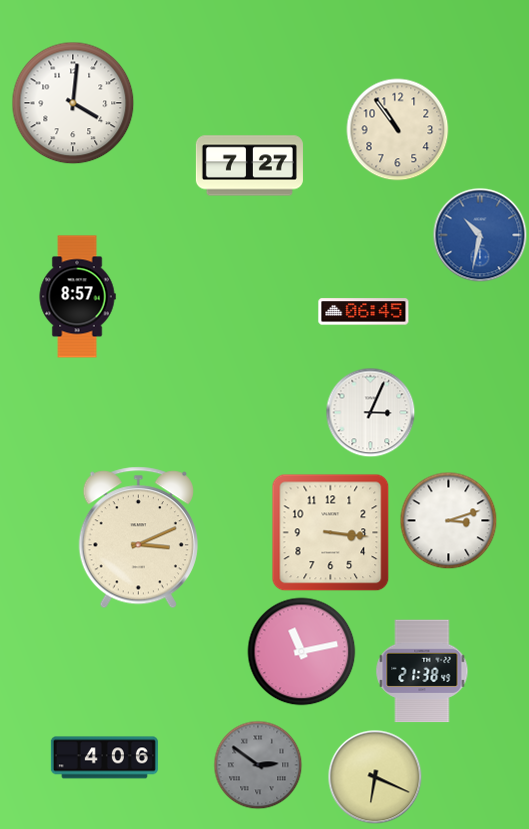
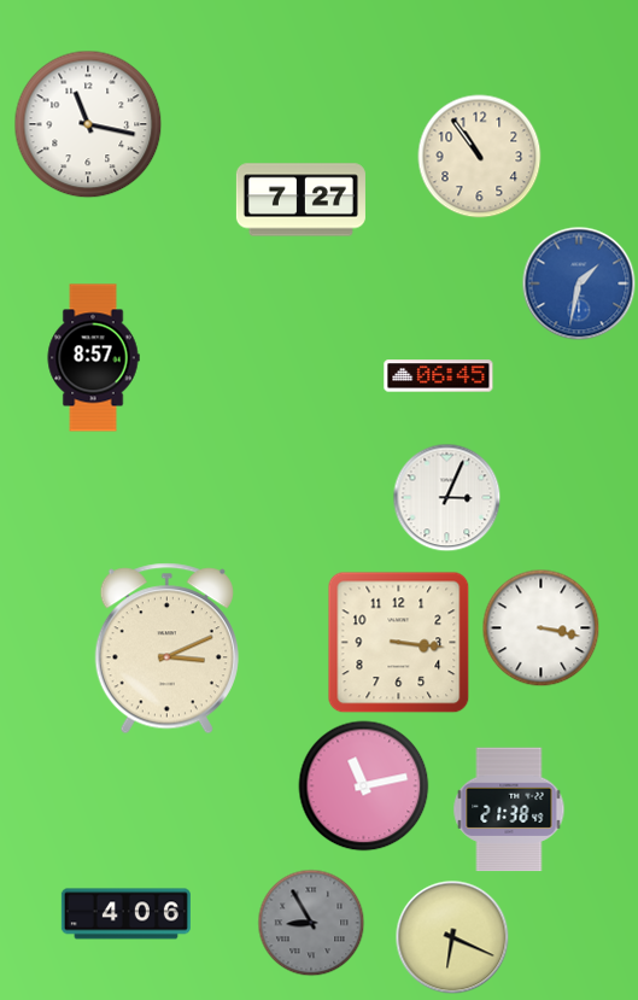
clock at (73, 103): 4:01 -> 11:17
clock at (480, 235): 10:32 -> 1:32
clock at (449, 521): 3:12 -> 3:17
clock at (258, 765): 2:51 -> 8:55
